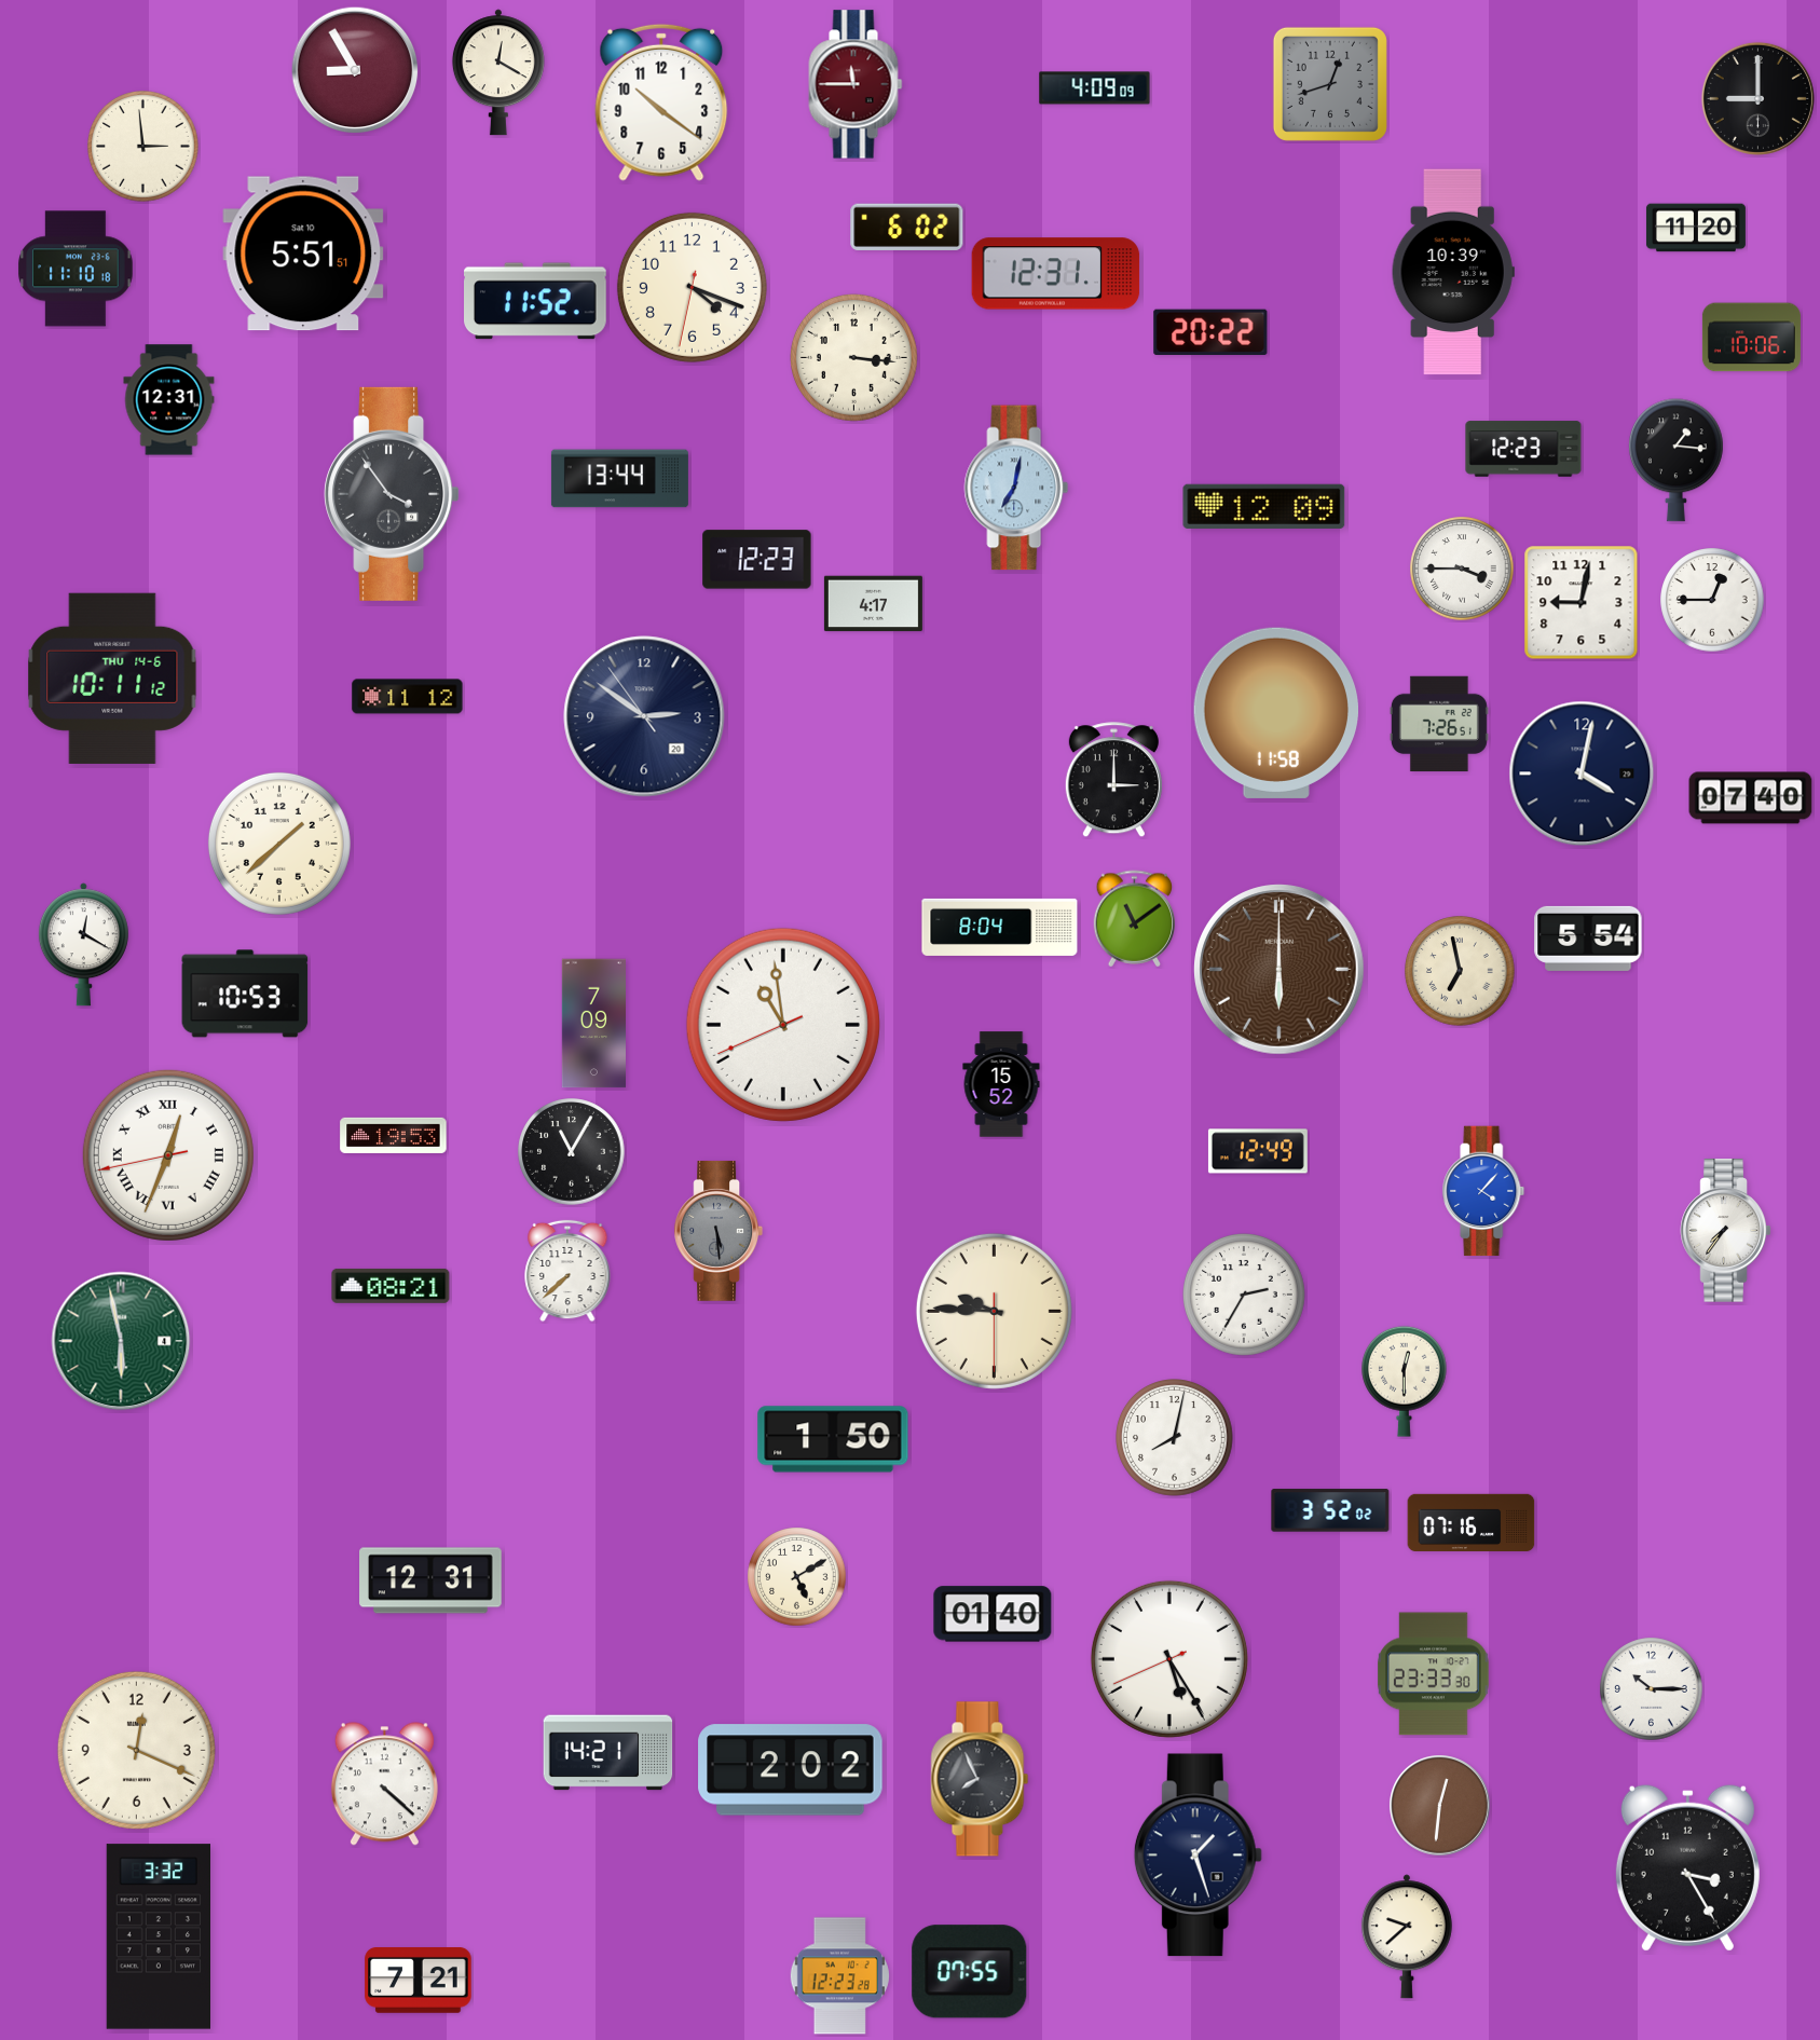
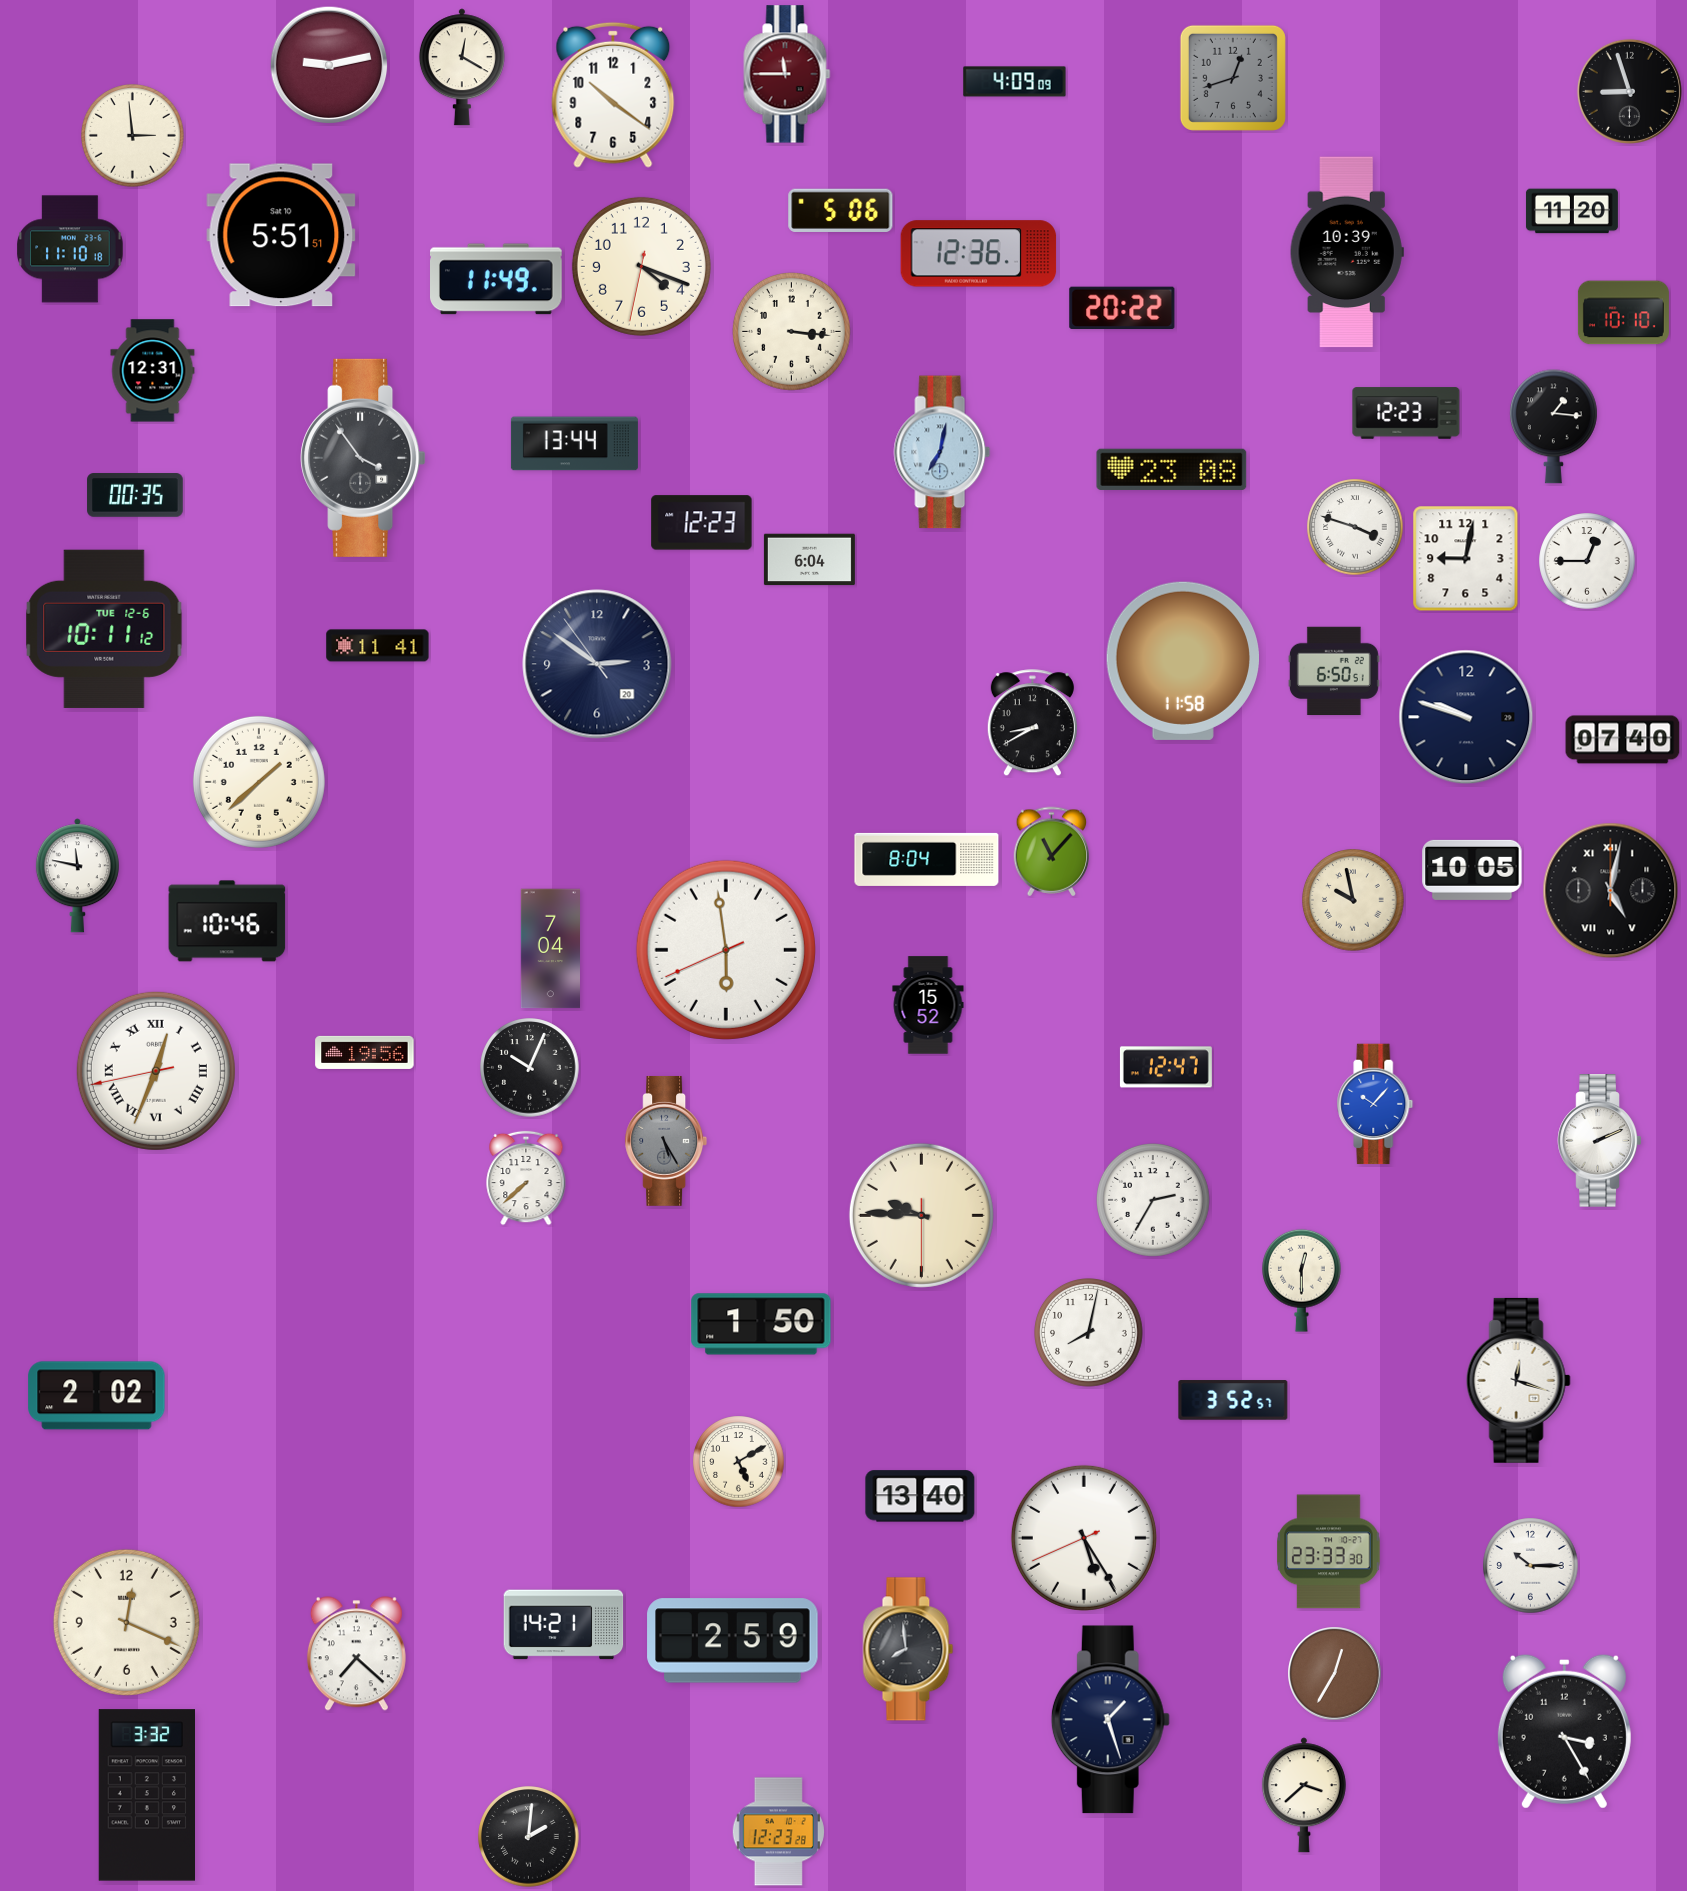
clock at (355, 70): 8:55 -> 9:13
clock at (856, 84) position: (856, 84) -> (787, 74)
clock at (1757, 98): 9:00 -> 8:57
clock at (907, 227): 6:02 -> 5:06
clock at (1056, 274): 12:31 -> 12:36
clock at (536, 301): 11:52 -> 11:49
clock at (1751, 338): 10:06 -> 10:10
clock at (169, 400) position: (169, 400) -> (153, 371)
clock at (1523, 449) position: (1523, 449) -> (1406, 413)
clock at (1264, 506): 12:09 -> 23:08
clock at (135, 495): none -> 00:35
clock at (757, 560) position: (757, 560) -> (702, 523)
clock at (1462, 569): 3:45 -> 3:48
clock at (1712, 600) position: (1712, 600) -> (1587, 561)
clock at (873, 604): 4:17 -> 6:04
clock at (112, 679) date: THU 14-6 -> TUE 12-6
clock at (408, 697): 11:12 -> 11:41
clock at (1439, 724): 7:26 -> 6:50
clock at (1582, 773): 4:02 -> 9:48
clock at (1113, 780): 3:00 -> 8:40
clock at (1135, 919): 11:09 -> 11:07
clock at (1588, 939): 5:54 -> 10:05
clock at (83, 945): 12:20 -> 11:47
clock at (1611, 891): none -> 5:02
clock at (1280, 970): 6:00 -> none
clock at (1460, 971): 6:58 -> 9:58
clock at (245, 994): 10:53 -> 10:46
clock at (593, 1024): 7:09 -> 7:04
clock at (783, 1025): 10:58 -> 5:58
clock at (394, 1135): 19:53 -> 19:56
clock at (1258, 1151): 12:49 -> 12:47
clock at (572, 1152): 11:05 -> 10:04
clock at (1483, 1191): 4:07 -> 10:07
clock at (719, 1231): 5:29 -> 5:25
clock at (1726, 1231): 7:36 -> 2:11
clock at (391, 1286): 08:21 -> none
clock at (121, 1341): 5:58 -> none
clock at (833, 1439) position: (833, 1439) -> (761, 1324)
clock at (1518, 1380): none -> 12:18
clock at (97, 1396): none -> 2:02
clock at (1330, 1510): 3:52:02 -> 3:52:57
clock at (1472, 1522): 07:16 -> none
clock at (430, 1580): 12:31 -> none
clock at (993, 1614): 01:40 -> 13:40
clock at (791, 1770): 2:02 -> 2:59
clock at (980, 1779): 7:56 -> 7:59
clock at (384, 1784): 4:22 -> 7:22
clock at (1440, 1806): 12:31 -> 12:35
clock at (1407, 1936): 9:38 -> 3:38
clock at (970, 1972): 07:55 -> none
clock at (419, 1981): 7:21 -> none
clock at (529, 1837): none -> 2:01
